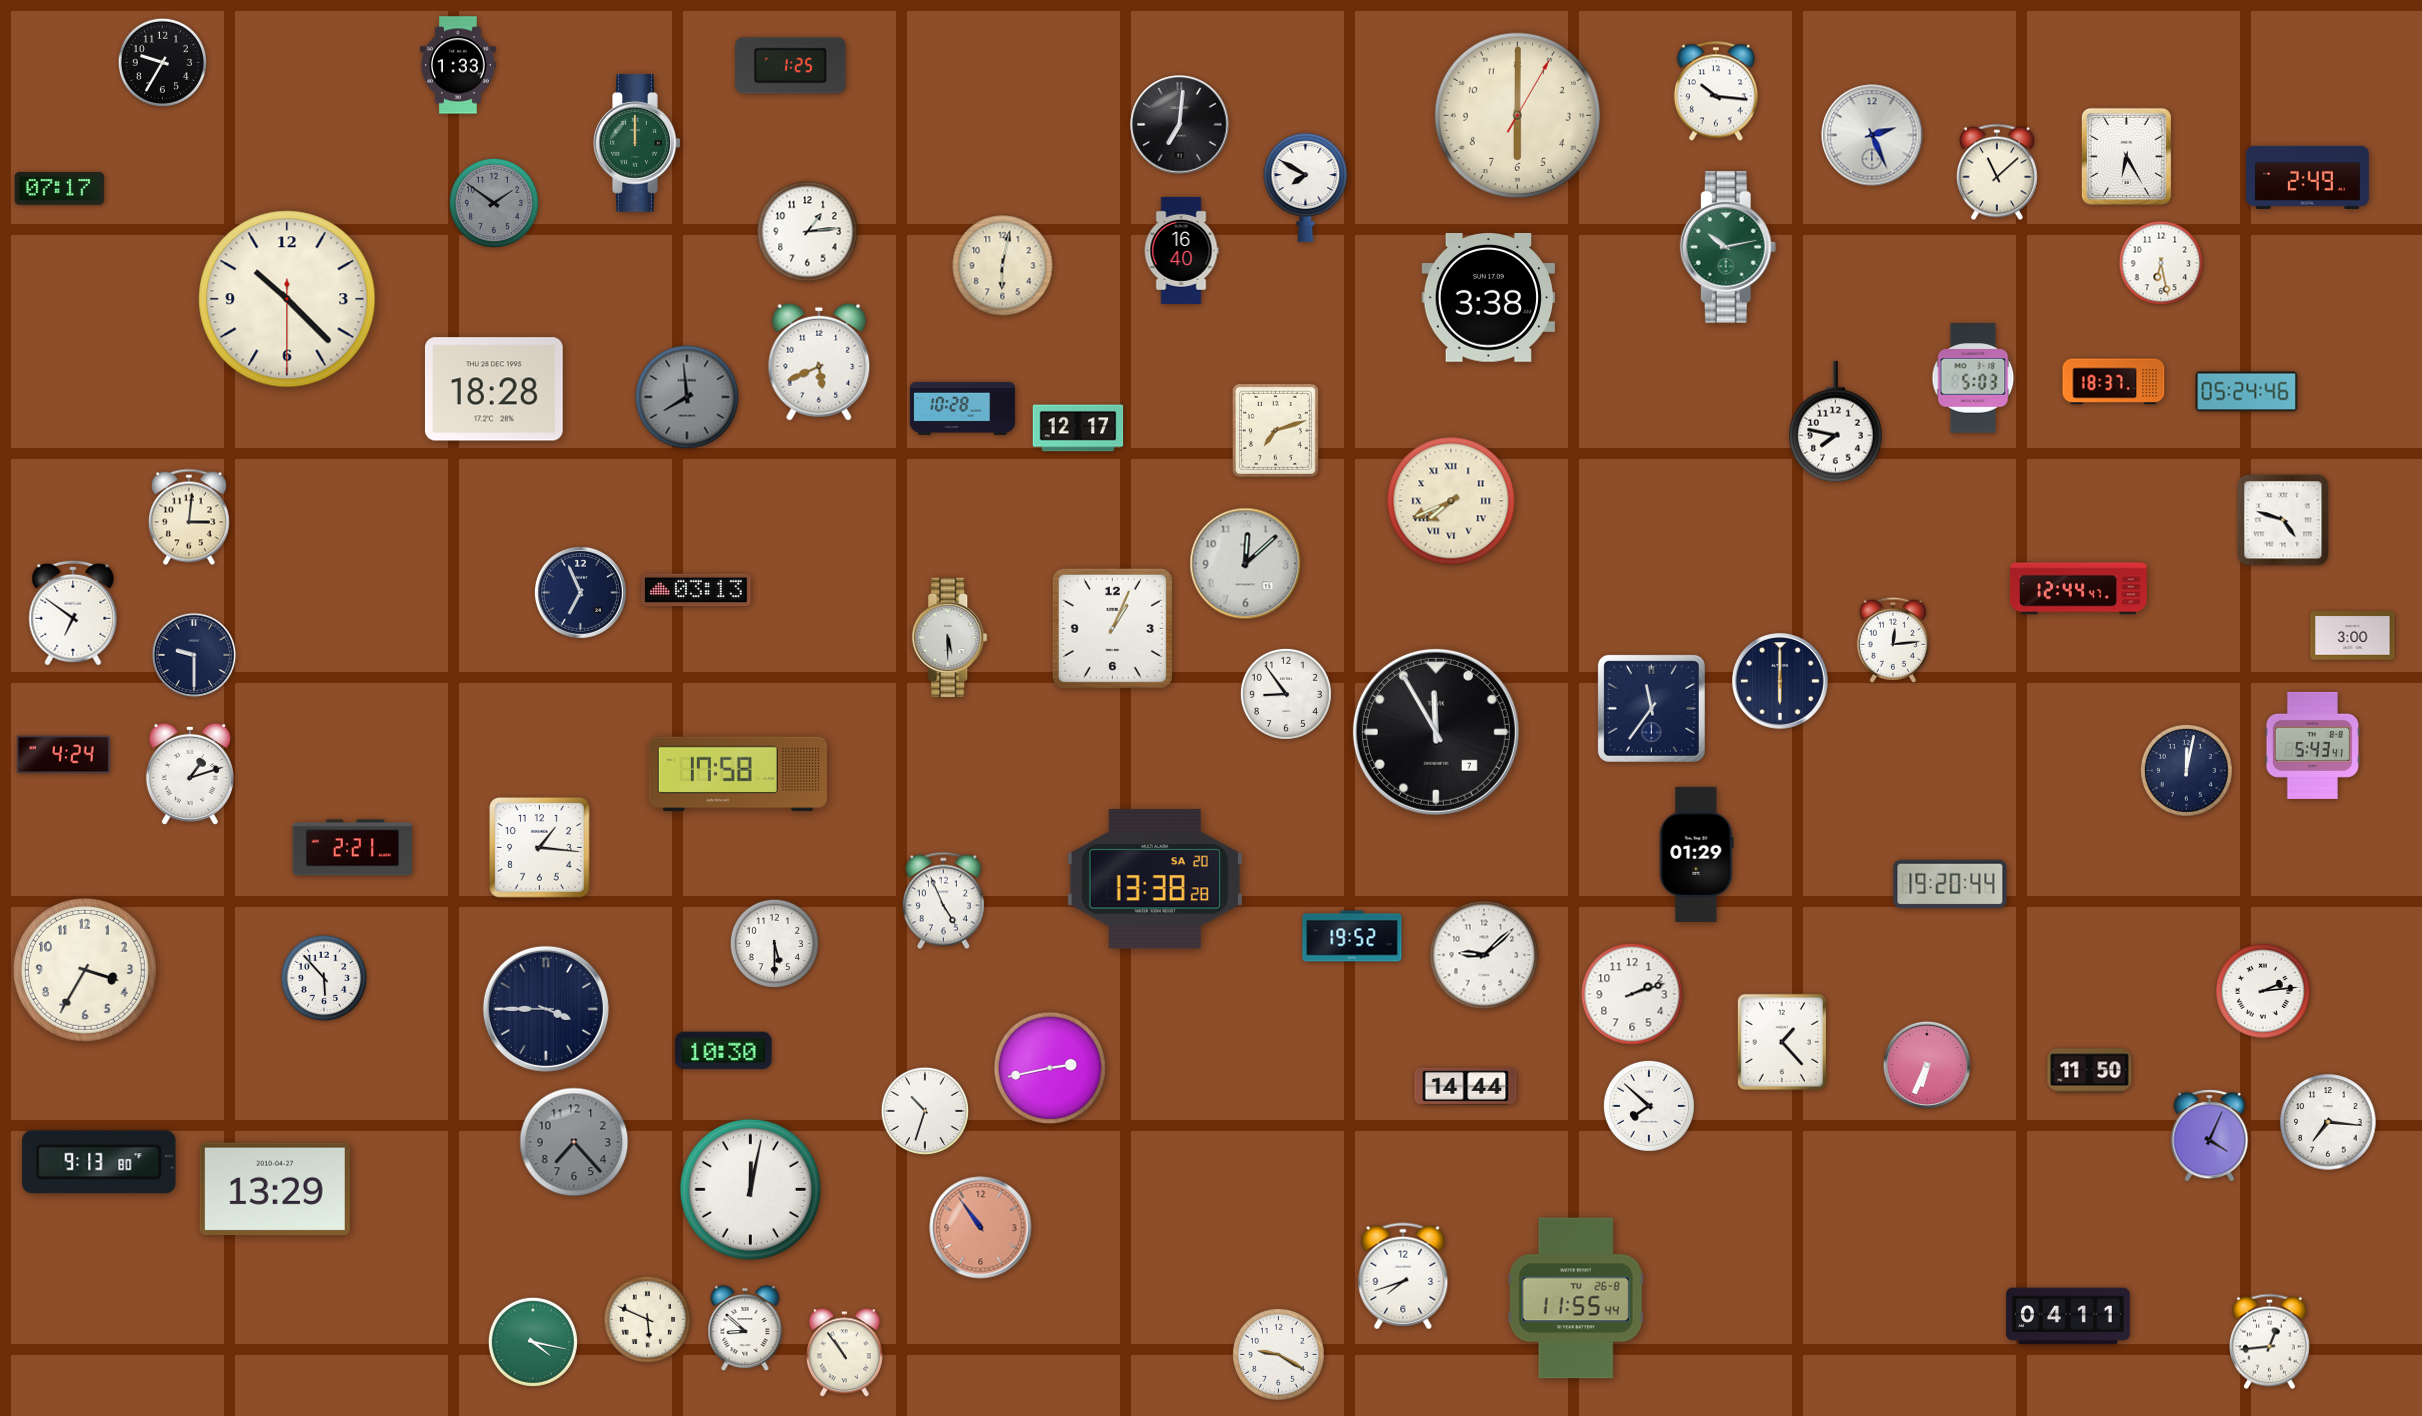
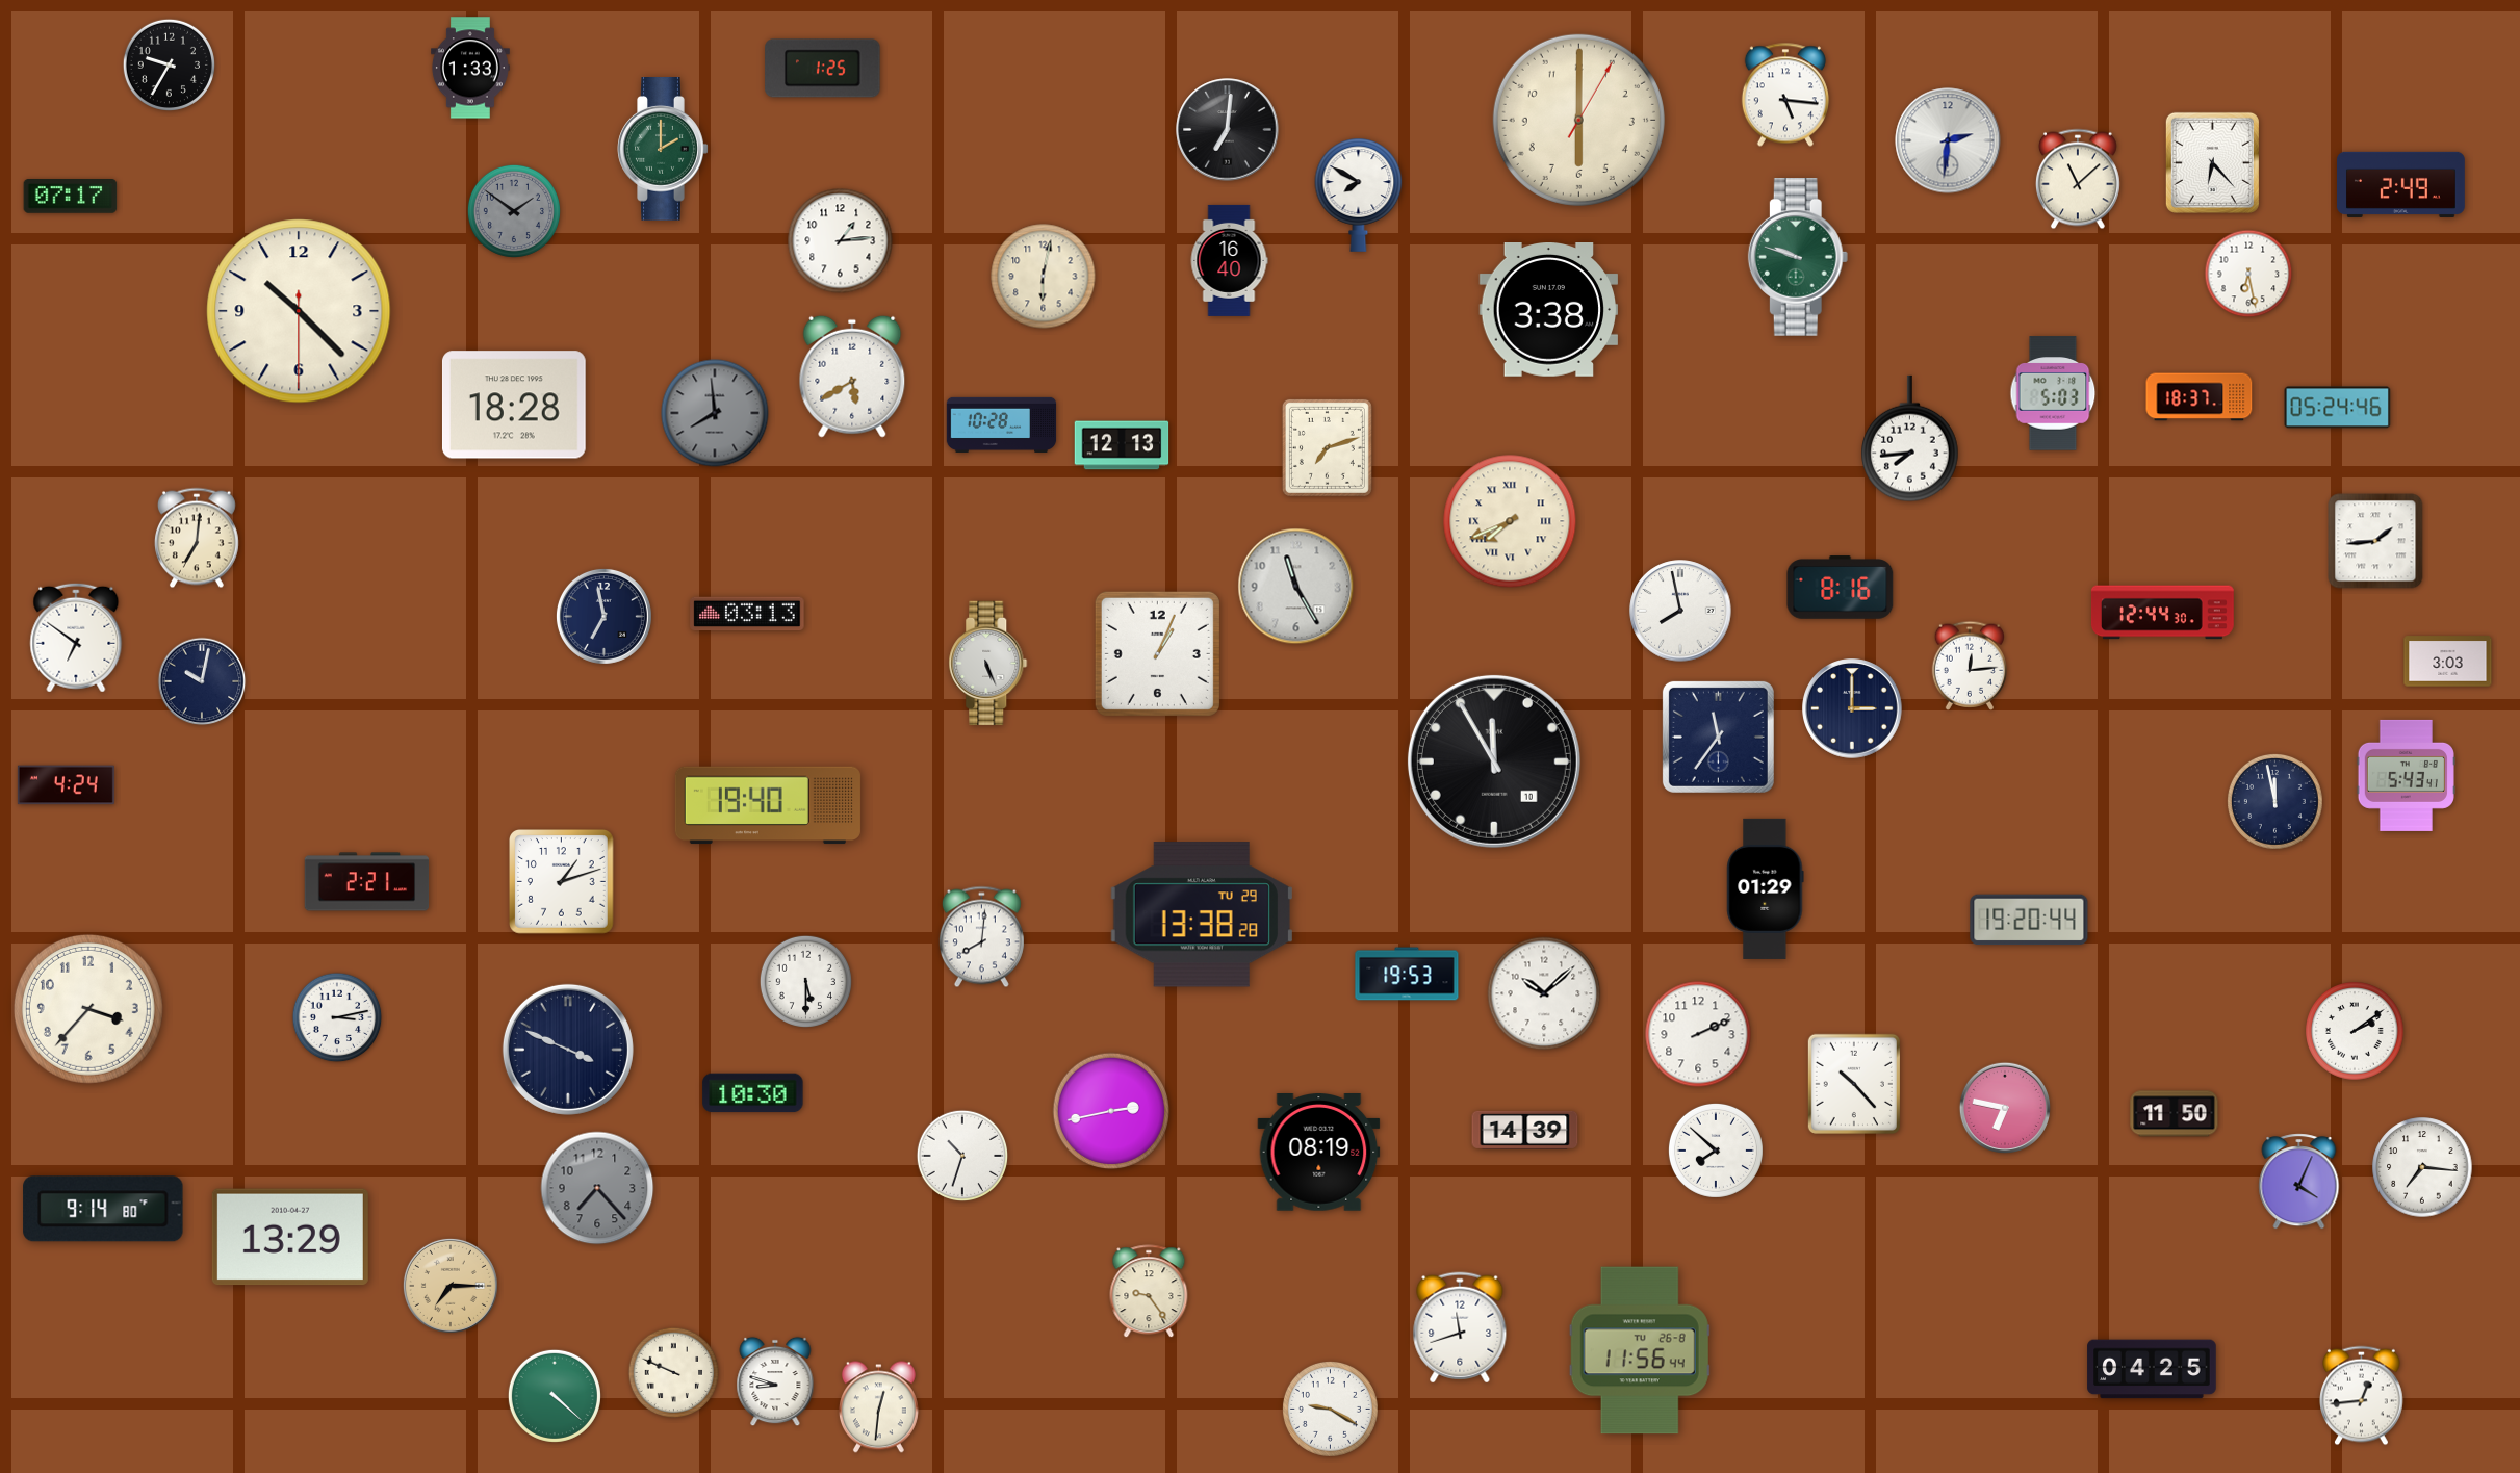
clock at (458, 65) position: (458, 65) -> (470, 68)
clock at (1716, 91): 10:16 -> 5:16
clock at (1872, 135): 2:26 -> 2:31
clock at (637, 144): 12:00 -> 2:00
clock at (2126, 156): 6:25 -> 6:23
clock at (60, 189) position: (60, 189) -> (71, 197)
clock at (1728, 248): 10:13 -> 9:48
clock at (819, 362): 5:41 -> 5:40
clock at (1836, 422): 7:47 -> 7:44
clock at (1078, 428): 12:17 -> 12:13
clock at (189, 517): 3:01 -> 7:01
clock at (2283, 520): 4:48 -> 1:44
clock at (1246, 564): 12:08 -> 11:25
clock at (1841, 588): none -> 8:16
clock at (1680, 611): none -> 7:58
clock at (2078, 589): 12:44:47 -> 12:44:30
clock at (696, 590) position: (696, 590) -> (747, 614)
clock at (580, 592): 6:56 -> 6:58
clock at (2353, 636): 3:00 -> 3:03
clock at (950, 638): 5:30 -> 5:26
clock at (194, 655): 9:30 -> 10:02
clock at (1780, 681): 6:00 -> 3:00
clock at (1286, 694): 8:54 -> none
clock at (1436, 732) date: 7 -> 10
clock at (2186, 770): 12:02 -> 11:58
clock at (190, 774): 1:12 -> none
clock at (738, 774): 17:58 -> 19:40
clock at (540, 848): 1:16 -> 1:12
clock at (1155, 879) date: SA 20 -> TU 29
clock at (943, 901): 4:56 -> 8:01
clock at (1352, 936): 19:52 -> 19:53
clock at (1484, 955): 9:08 -> 10:08
clock at (85, 970): 3:35 -> 3:37
clock at (324, 978): 5:53 -> 3:13
clock at (2263, 991): 2:14 -> 2:09
clock at (1632, 994): 2:12 -> 2:11
clock at (546, 1009): 3:45 -> 3:49
clock at (1782, 1042): 1:23 -> 10:23
clock at (1926, 1064): 6:34 -> 6:47
clock at (1050, 1068) position: (1050, 1068) -> (1111, 1111)
clock at (1466, 1086): 14:44 -> 14:39
clock at (1319, 1153): none -> 08:19
clock at (99, 1162): 9:13 -> 9:14
clock at (275, 1189) position: (275, 1189) -> (290, 1237)
clock at (750, 1189): 12:02 -> none
clock at (981, 1228): 10:54 -> none
clock at (451, 1286): none -> 7:15
clock at (1149, 1292): none -> 9:24
clock at (1403, 1276): 7:42 -> 11:42
clock at (1576, 1298): 11:55 -> 11:56
clock at (2068, 1316): 04:11 -> 04:25
clock at (648, 1320): 5:49 -> 9:49
clock at (745, 1328): 8:52 -> 8:48
clock at (533, 1342): 4:17 -> 4:22
clock at (844, 1353): 10:54 -> 12:31
